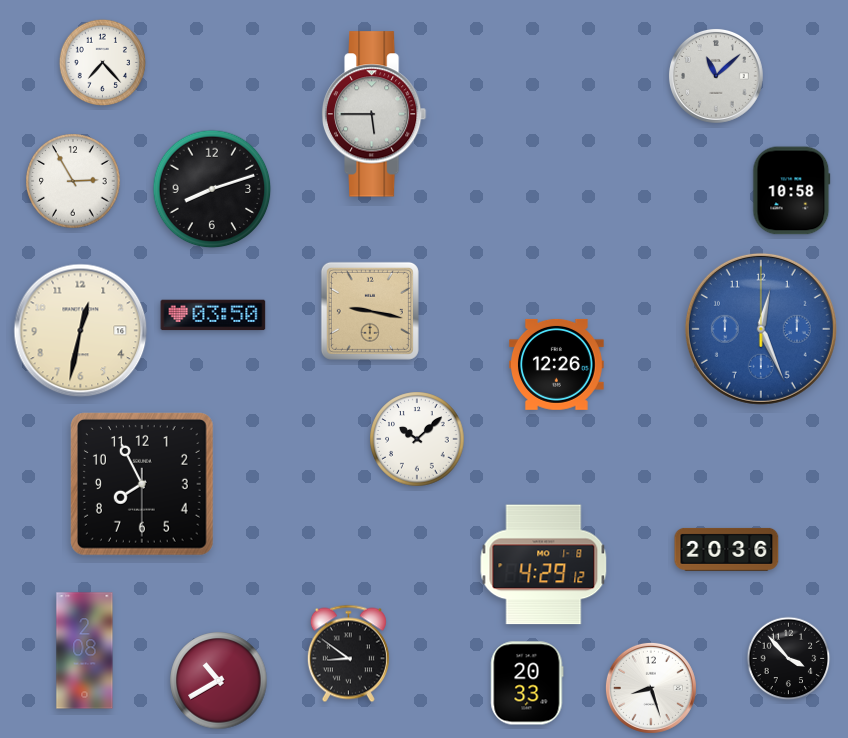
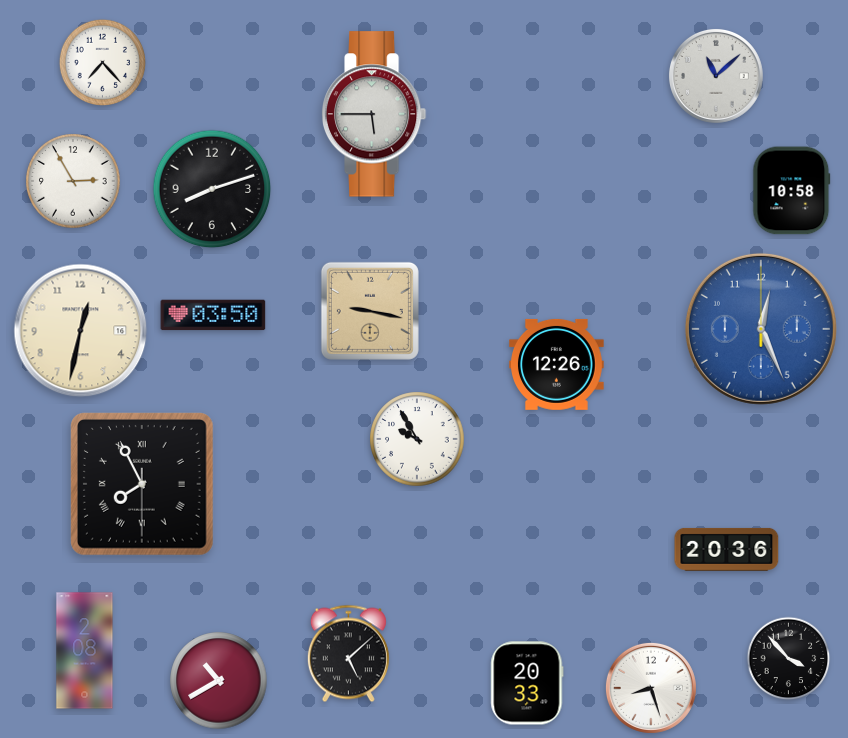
clock at (417, 439): 10:08 -> 9:55
clock at (143, 485) numerals: Arabic -> Roman
clock at (544, 565): 4:29 -> none
clock at (348, 654): 8:51 -> 5:08
